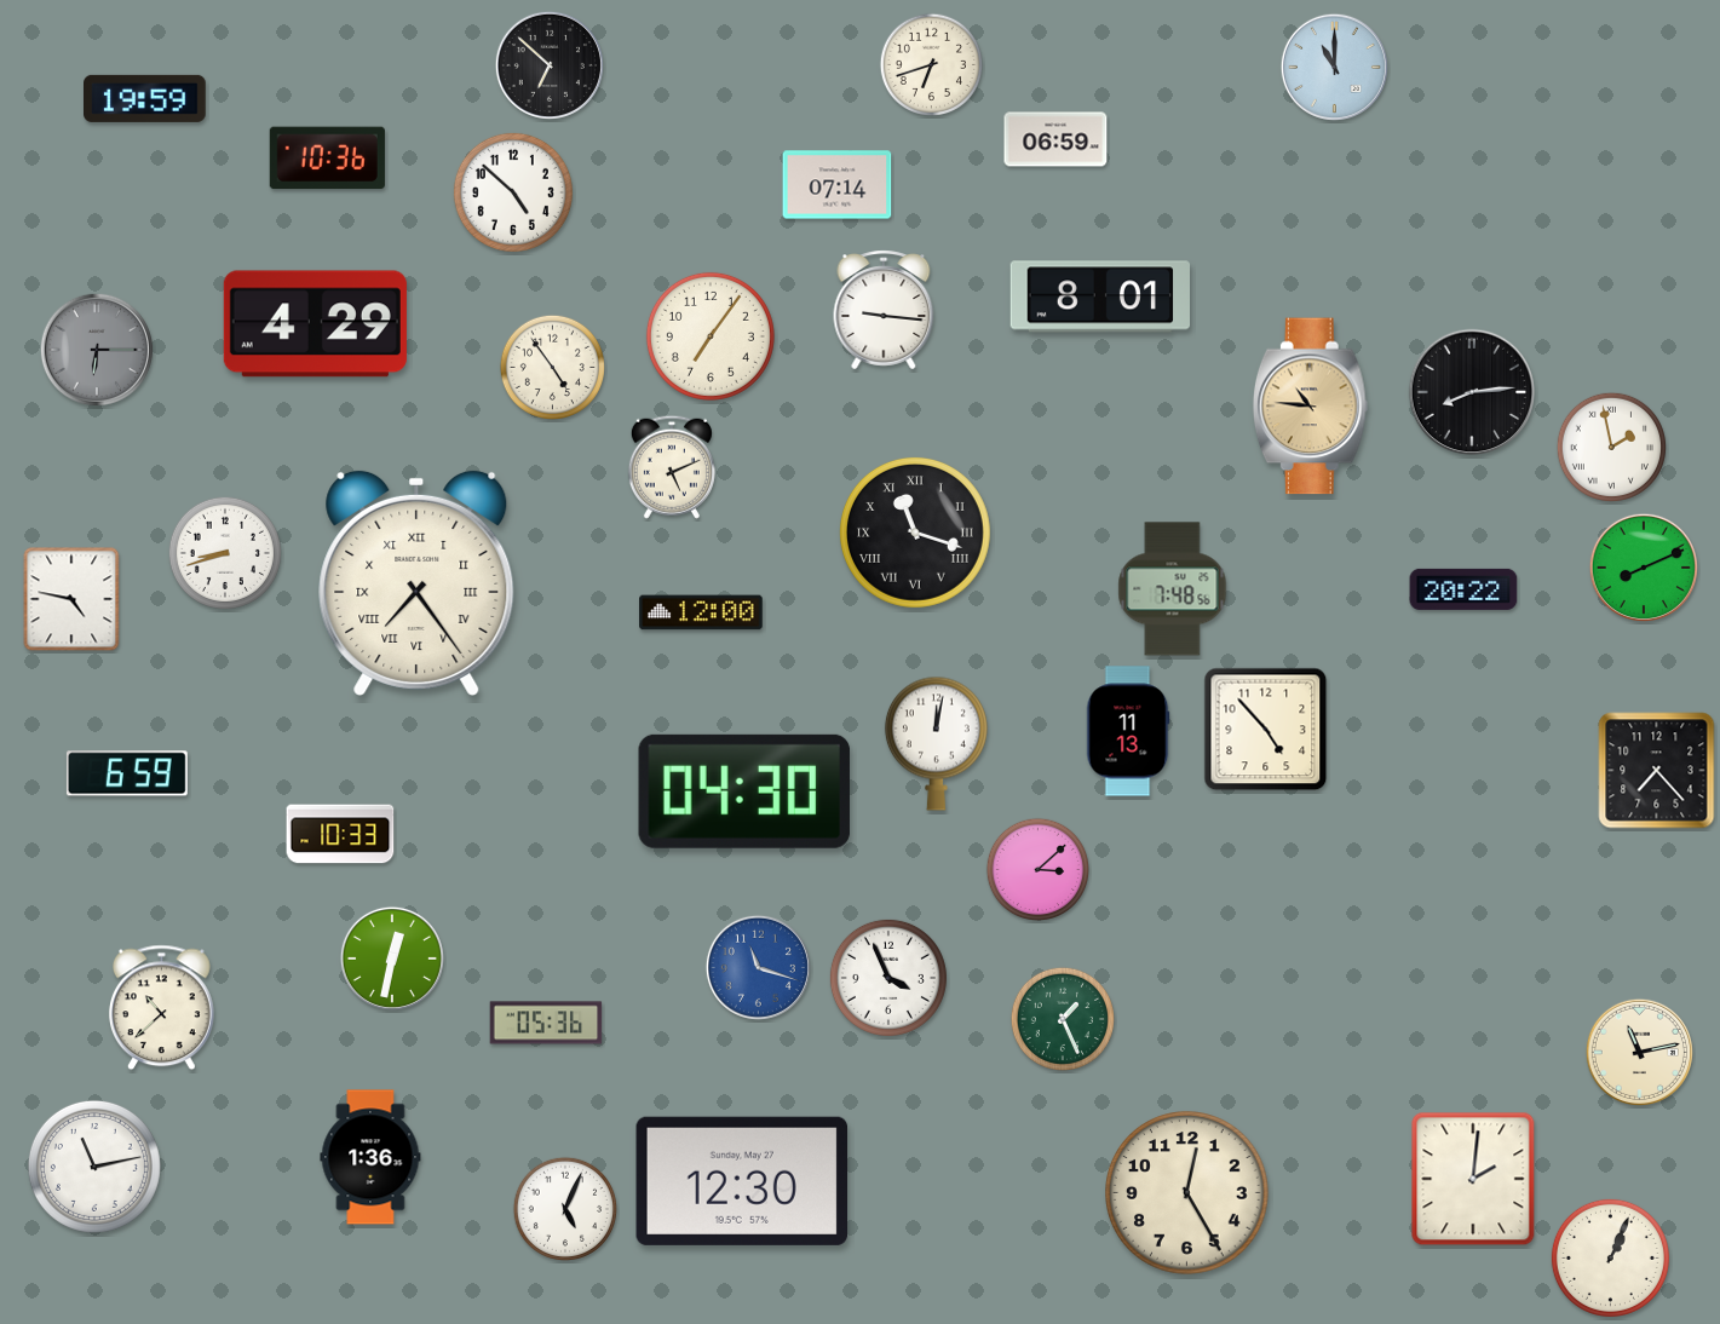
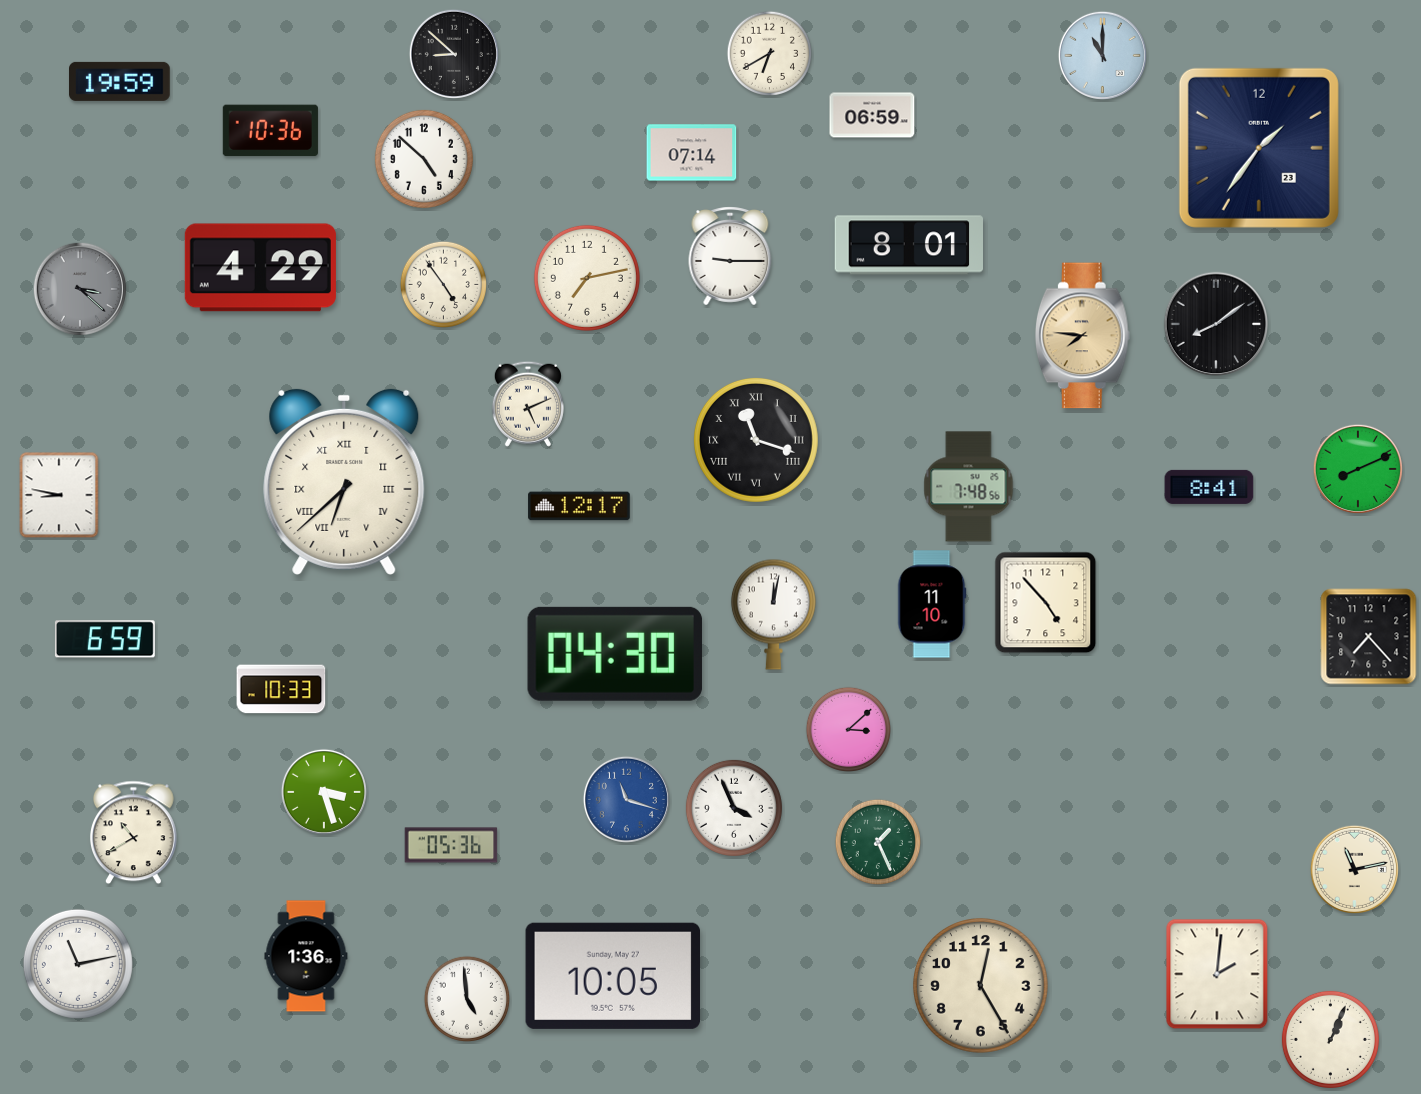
clock at (931, 64): 6:42 -> 6:40
clock at (550, 65): 6:52 -> 8:52
clock at (1259, 148): none -> 1:36
clock at (884, 310): 9:16 -> 9:15
clock at (711, 336): 7:06 -> 7:13
clock at (96, 349): 6:15 -> 3:22
clock at (552, 367) position: (552, 367) -> (443, 284)
clock at (1472, 392): 8:14 -> 8:09
clock at (1310, 407): 10:46 -> 7:46
clock at (1611, 447): 1:58 -> none
clock at (672, 467) position: (672, 467) -> (528, 404)
clock at (225, 553): 8:42 -> none
clock at (416, 583): 7:24 -> 6:38
clock at (1463, 589): 20:22 -> 8:41
clock at (71, 599): 4:47 -> 8:47
clock at (701, 612): 12:00 -> 12:17
clock at (1128, 731): 11:13 -> 11:10
clock at (1037, 869) position: (1037, 869) -> (848, 729)
clock at (392, 959): 12:32 -> 3:27
clock at (161, 1008): 10:38 -> 10:40
clock at (741, 1181): 12:30 -> 10:05
clock at (564, 1208): 5:04 -> 4:59
